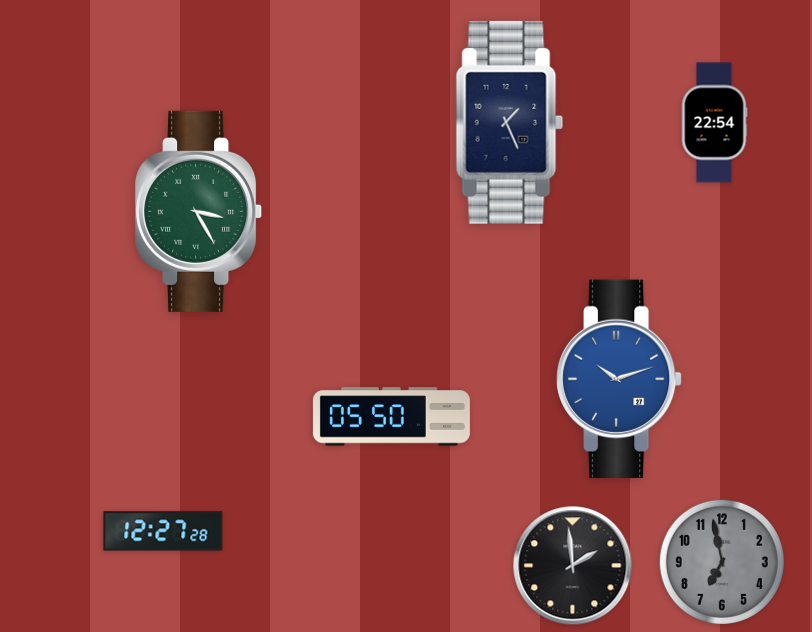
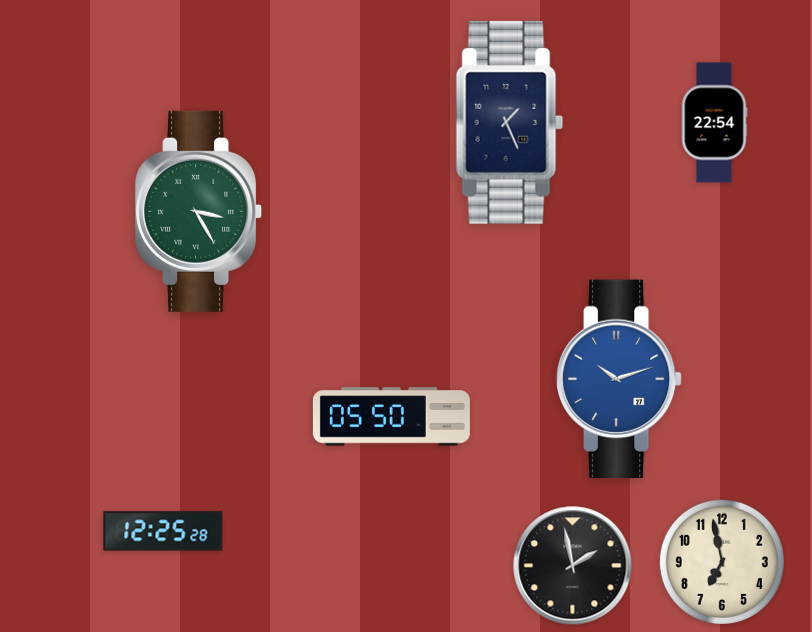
clock at (163, 531): 12:27 -> 12:25
clock at (722, 562) dial: grey -> cream
clock at (573, 566): 1:59 -> 1:58
